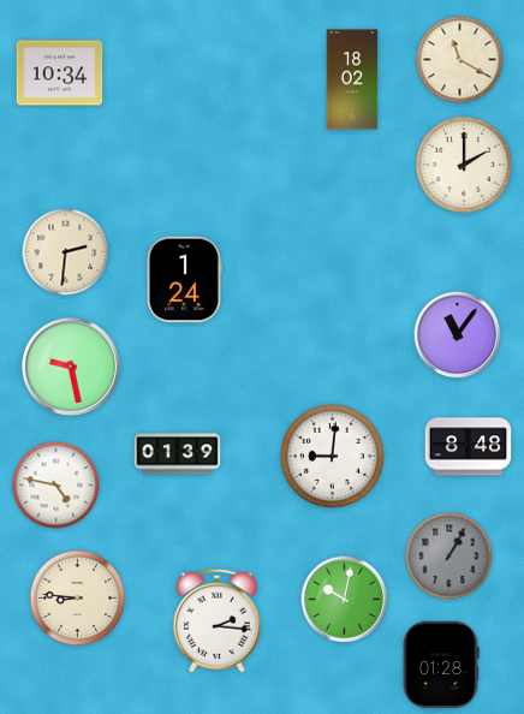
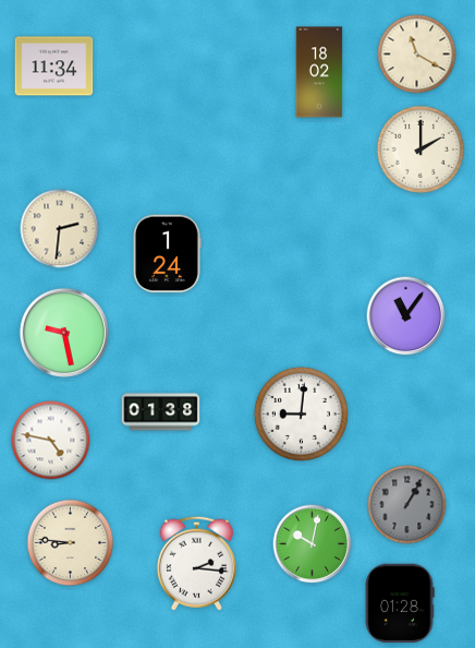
clock at (60, 73): 10:34 -> 11:34
clock at (458, 335) position: (458, 335) -> (406, 316)
clock at (469, 447): 8:48 -> none
clock at (178, 454): 01:39 -> 01:38
